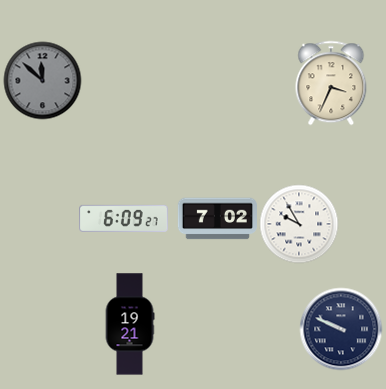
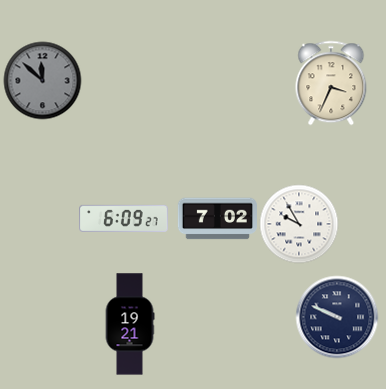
clock at (341, 329) position: (341, 329) -> (337, 317)
